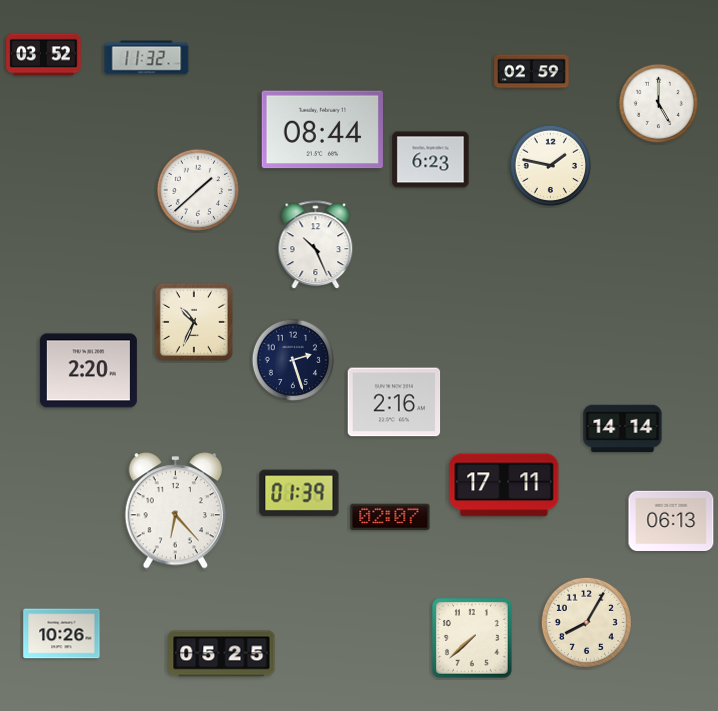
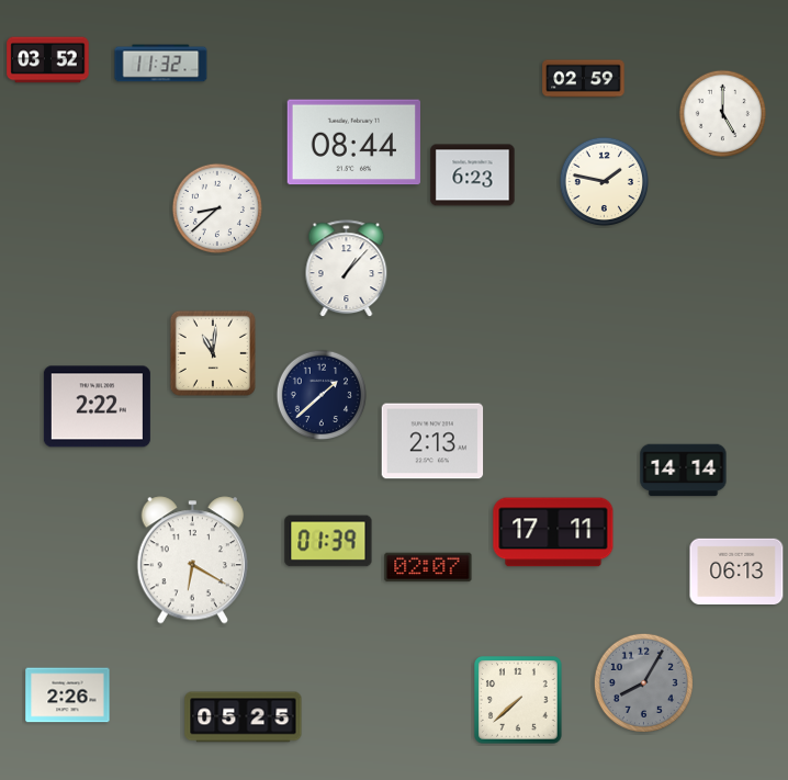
clock at (197, 189): 1:38 -> 8:38
clock at (316, 245): 10:26 -> 1:07
clock at (194, 322): 10:34 -> 11:01
clock at (292, 359): 2:27 -> 1:38
clock at (88, 371): 2:20 -> 2:22
clock at (394, 402): 2:16 -> 2:13
clock at (175, 511): 6:23 -> 6:20
clock at (586, 622) dial: cream -> grey
clock at (62, 634): 10:26 -> 2:26
